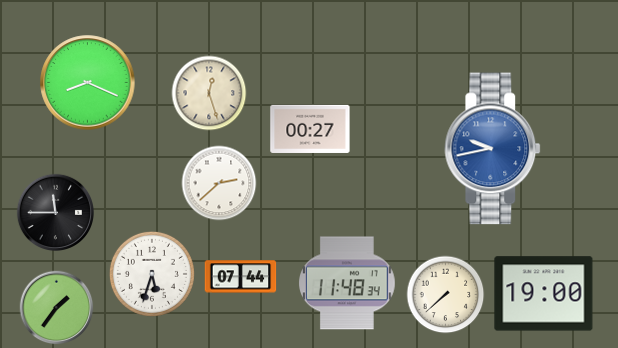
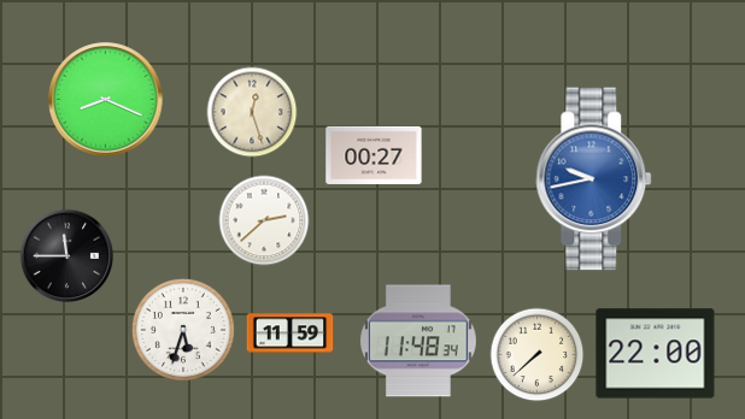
clock at (241, 277): 07:44 -> 11:59
clock at (544, 294): 19:00 -> 22:00
clock at (57, 308): 1:36 -> none
